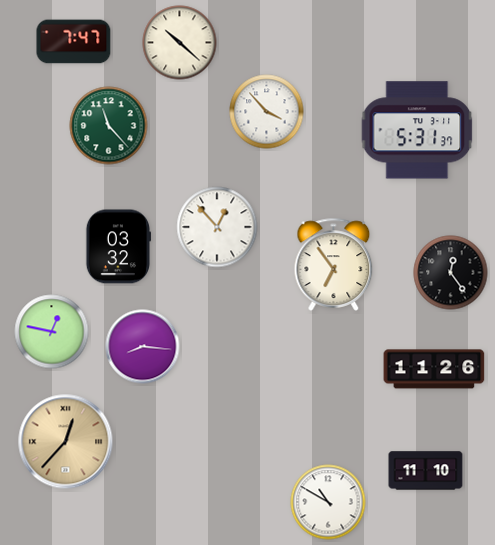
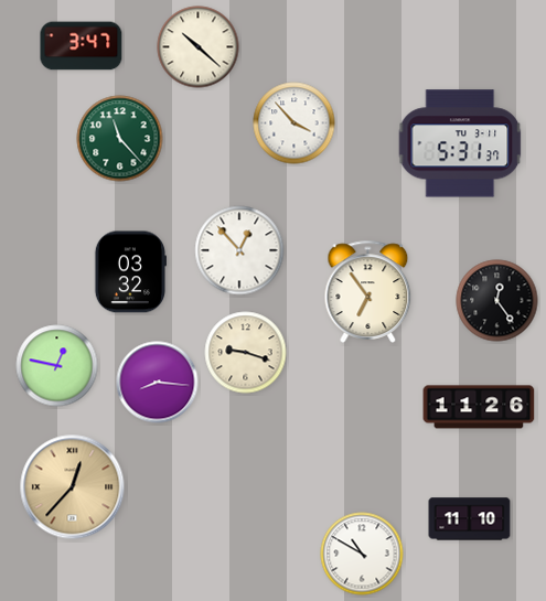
clock at (74, 42): 7:47 -> 3:47
clock at (246, 353): none -> 9:18
